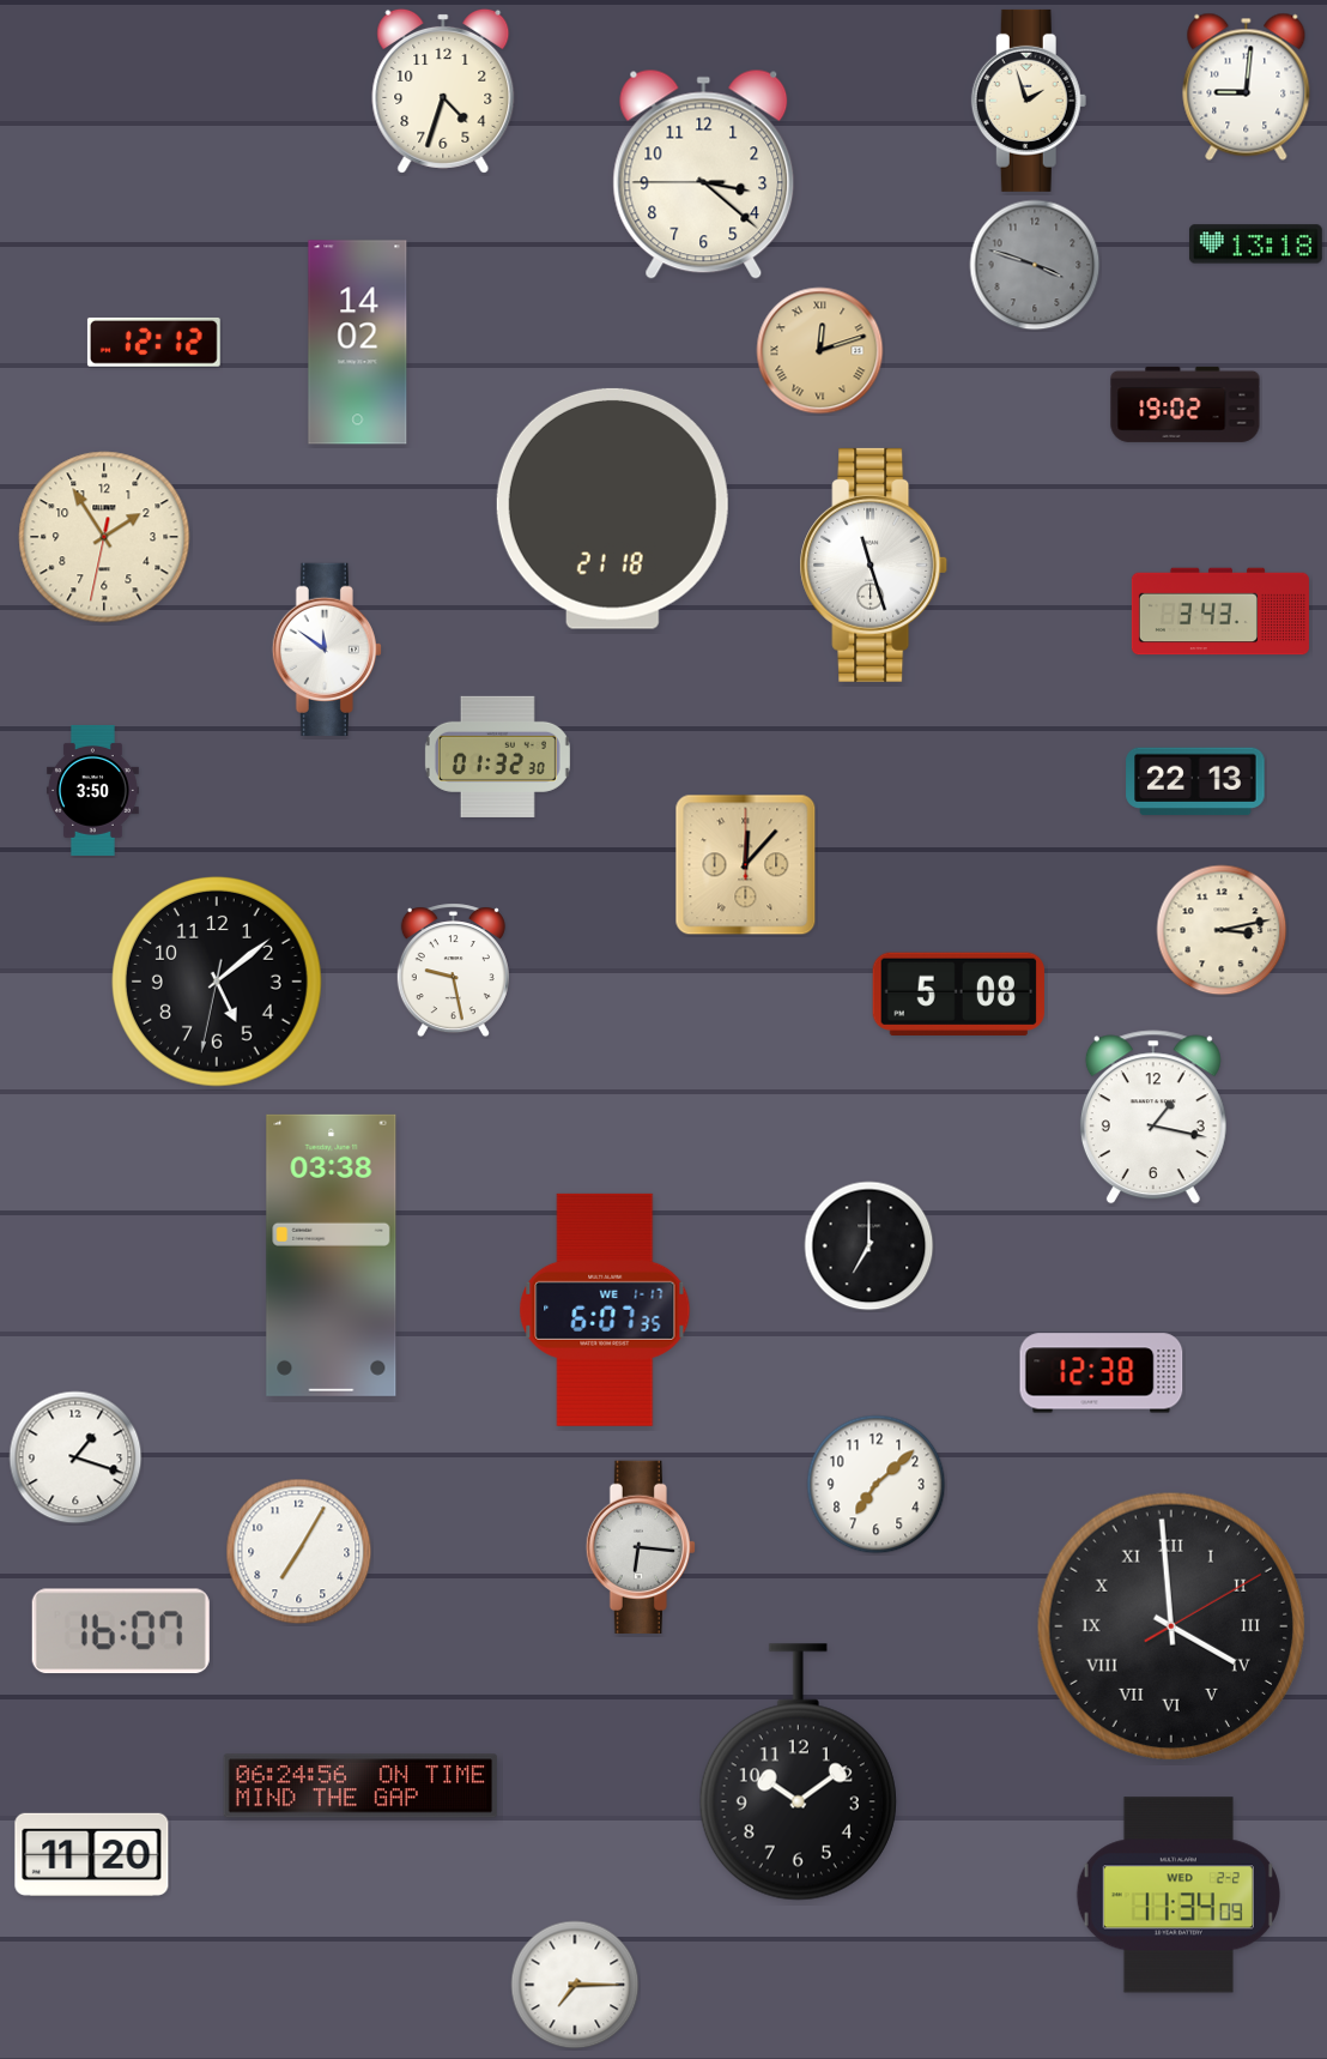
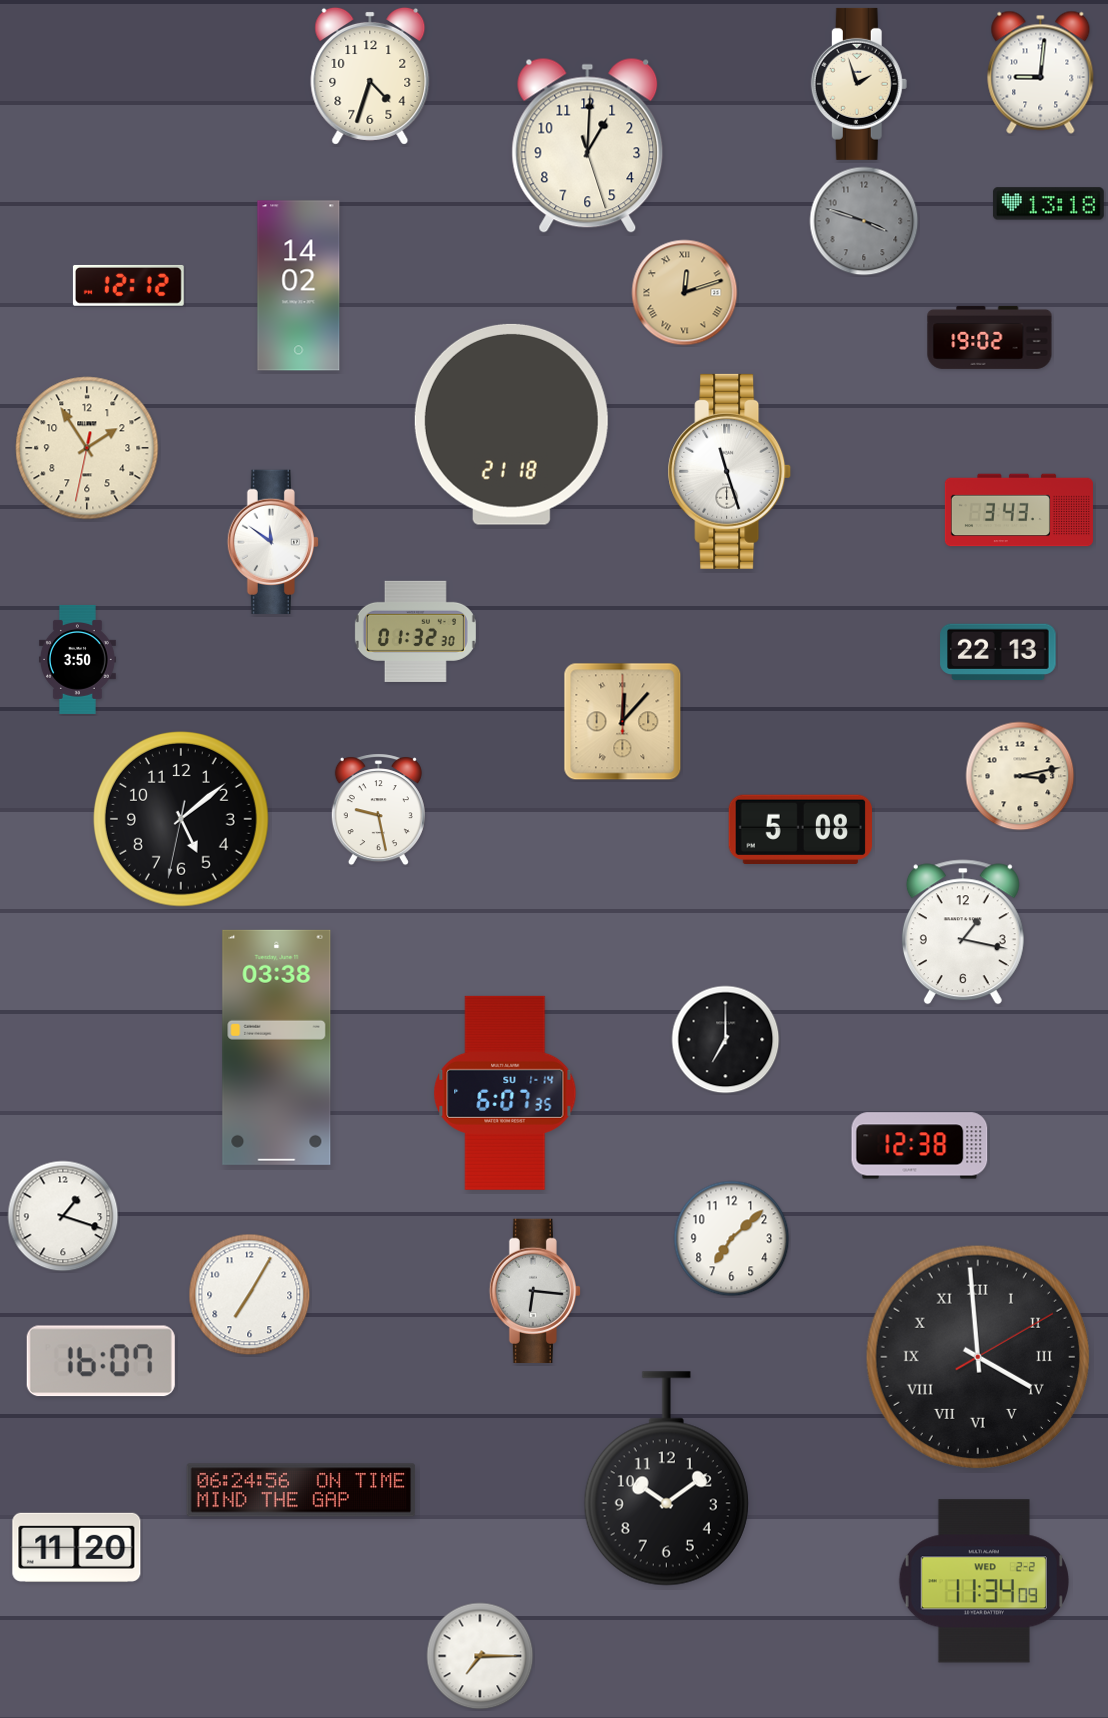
clock at (704, 174): 3:21 -> 1:00
clock at (605, 1310) date: WE 1-17 -> SU 1-14
